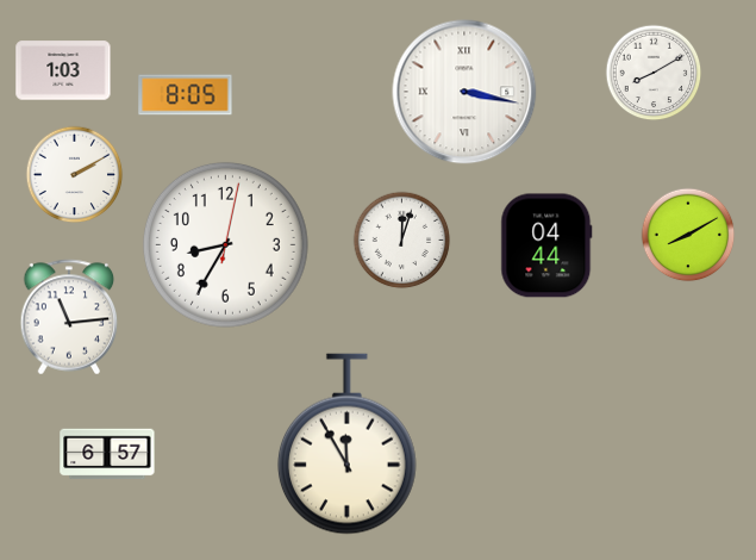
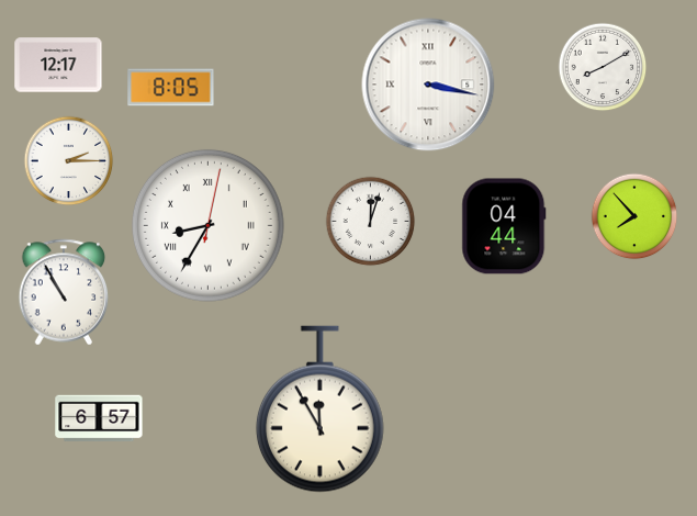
clock at (63, 70): 1:03 -> 12:17
clock at (75, 175): 2:10 -> 2:15
clock at (688, 235): 8:10 -> 7:53
clock at (225, 244) numerals: Arabic -> Roman
clock at (69, 317): 11:14 -> 10:55
